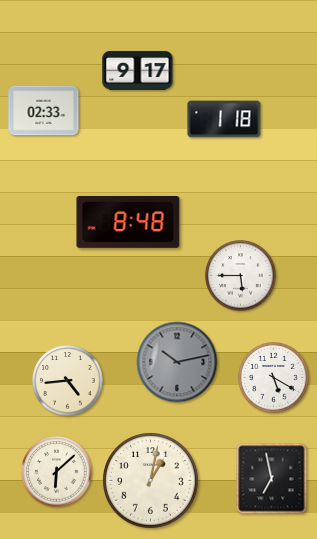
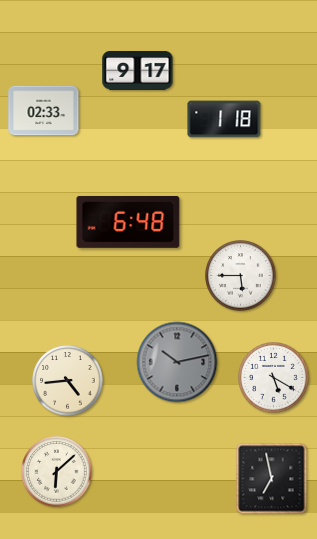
clock at (128, 222): 8:48 -> 6:48
clock at (151, 481): 1:02 -> none
